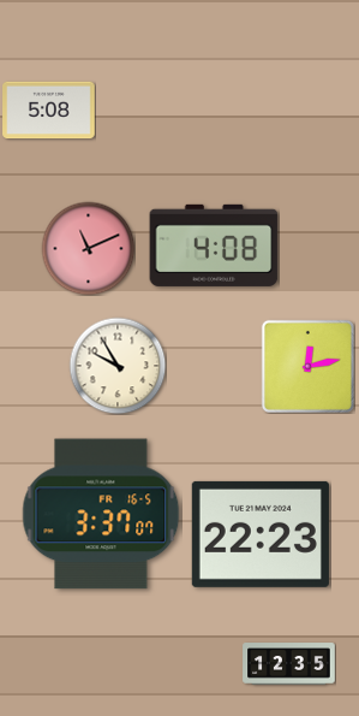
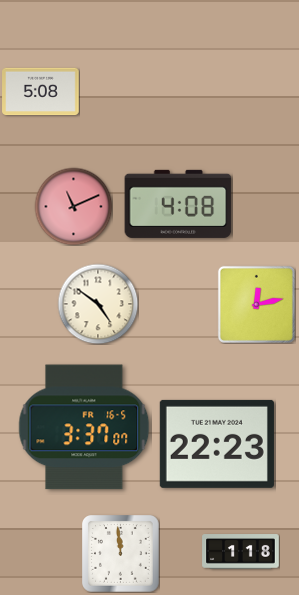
clock at (118, 366): 9:55 -> 4:51
clock at (289, 664): 12:35 -> 1:18
clock at (121, 554): none -> 11:59
